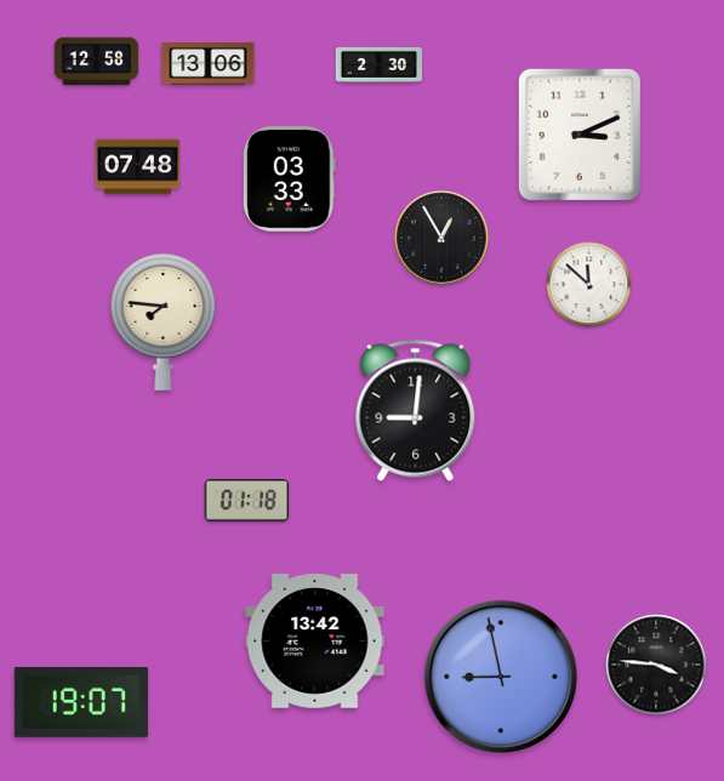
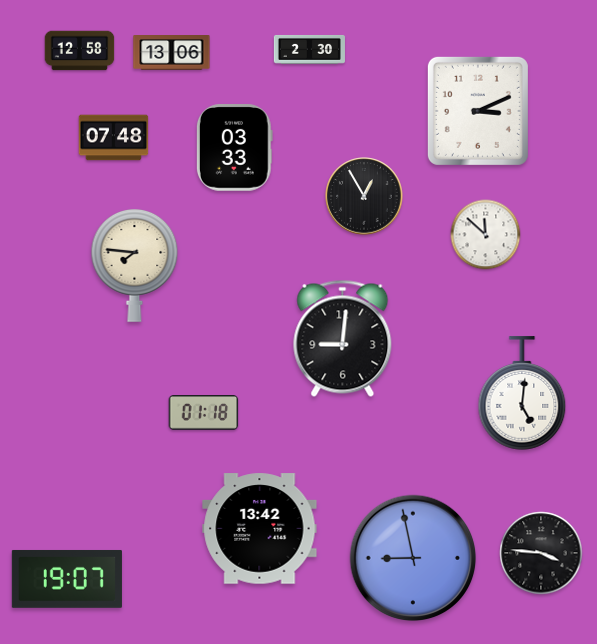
clock at (378, 64) position: (378, 64) -> (309, 49)
clock at (289, 179) position: (289, 179) -> (234, 148)
clock at (522, 393): none -> 5:01
clock at (656, 665) position: (656, 665) -> (541, 553)
